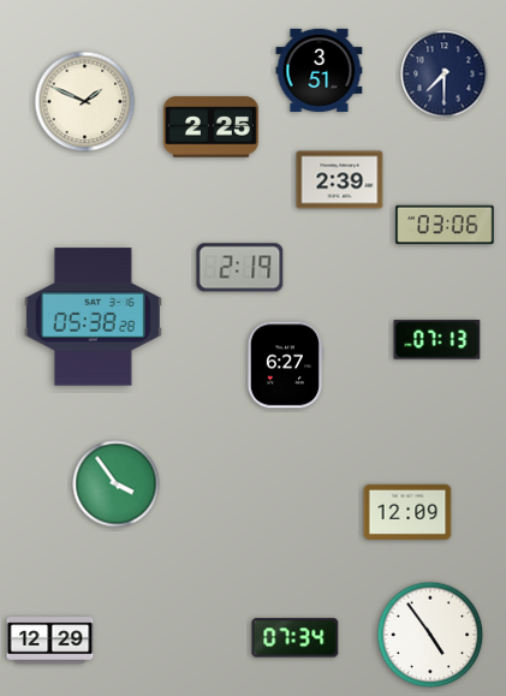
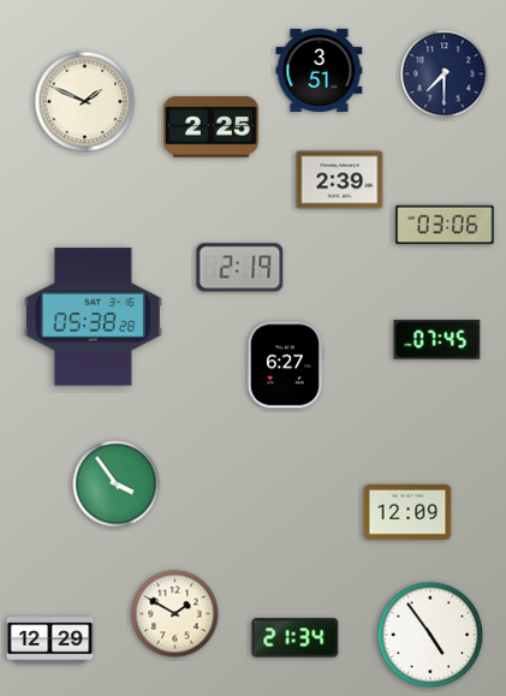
clock at (437, 340): 07:13 -> 07:45
clock at (175, 614): none -> 1:50
clock at (296, 638): 07:34 -> 21:34
